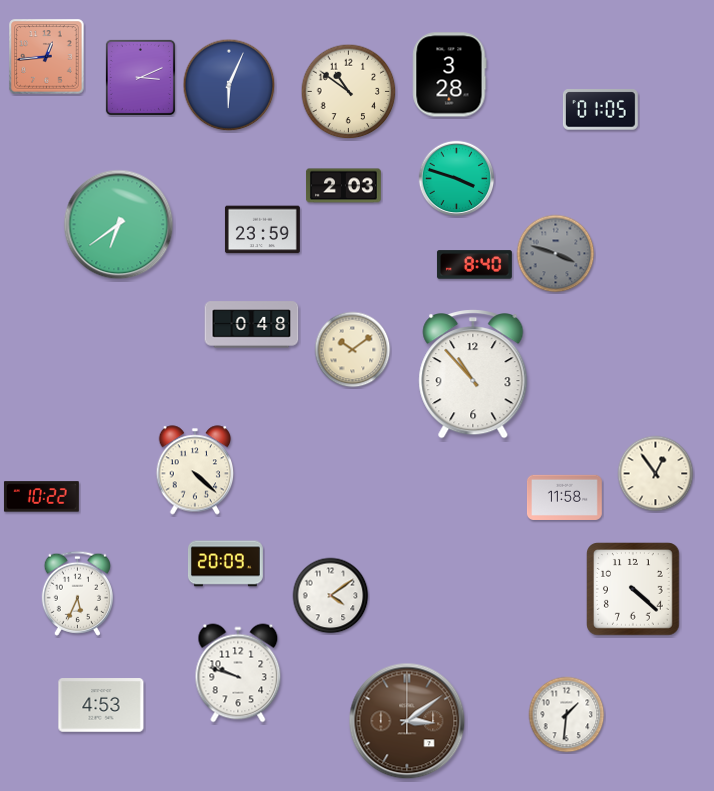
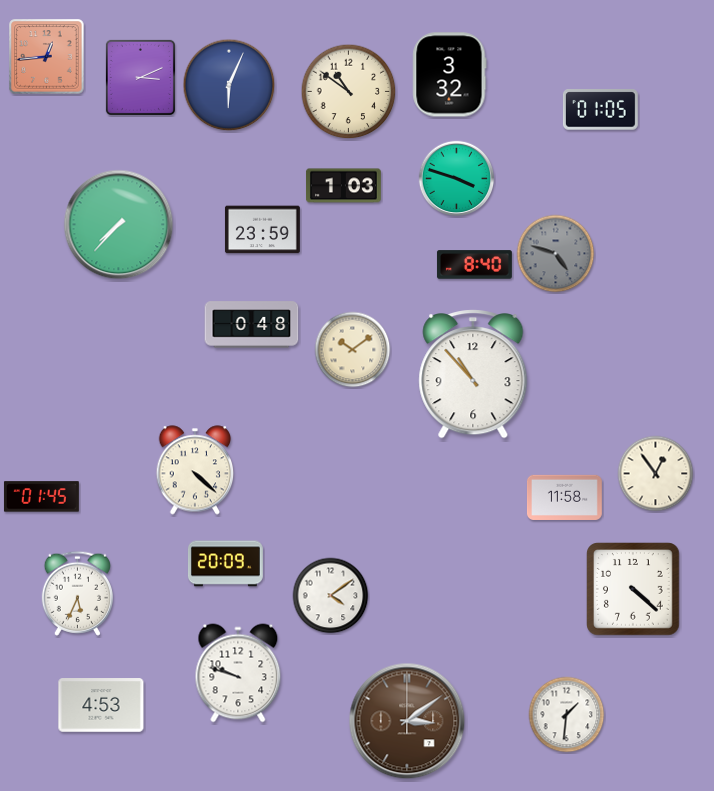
clock at (450, 75): 3:28 -> 3:32
clock at (344, 186): 2:03 -> 1:03
clock at (119, 225): 6:39 -> 7:37
clock at (556, 254): 3:48 -> 4:48
clock at (41, 497): 10:22 -> 01:45
